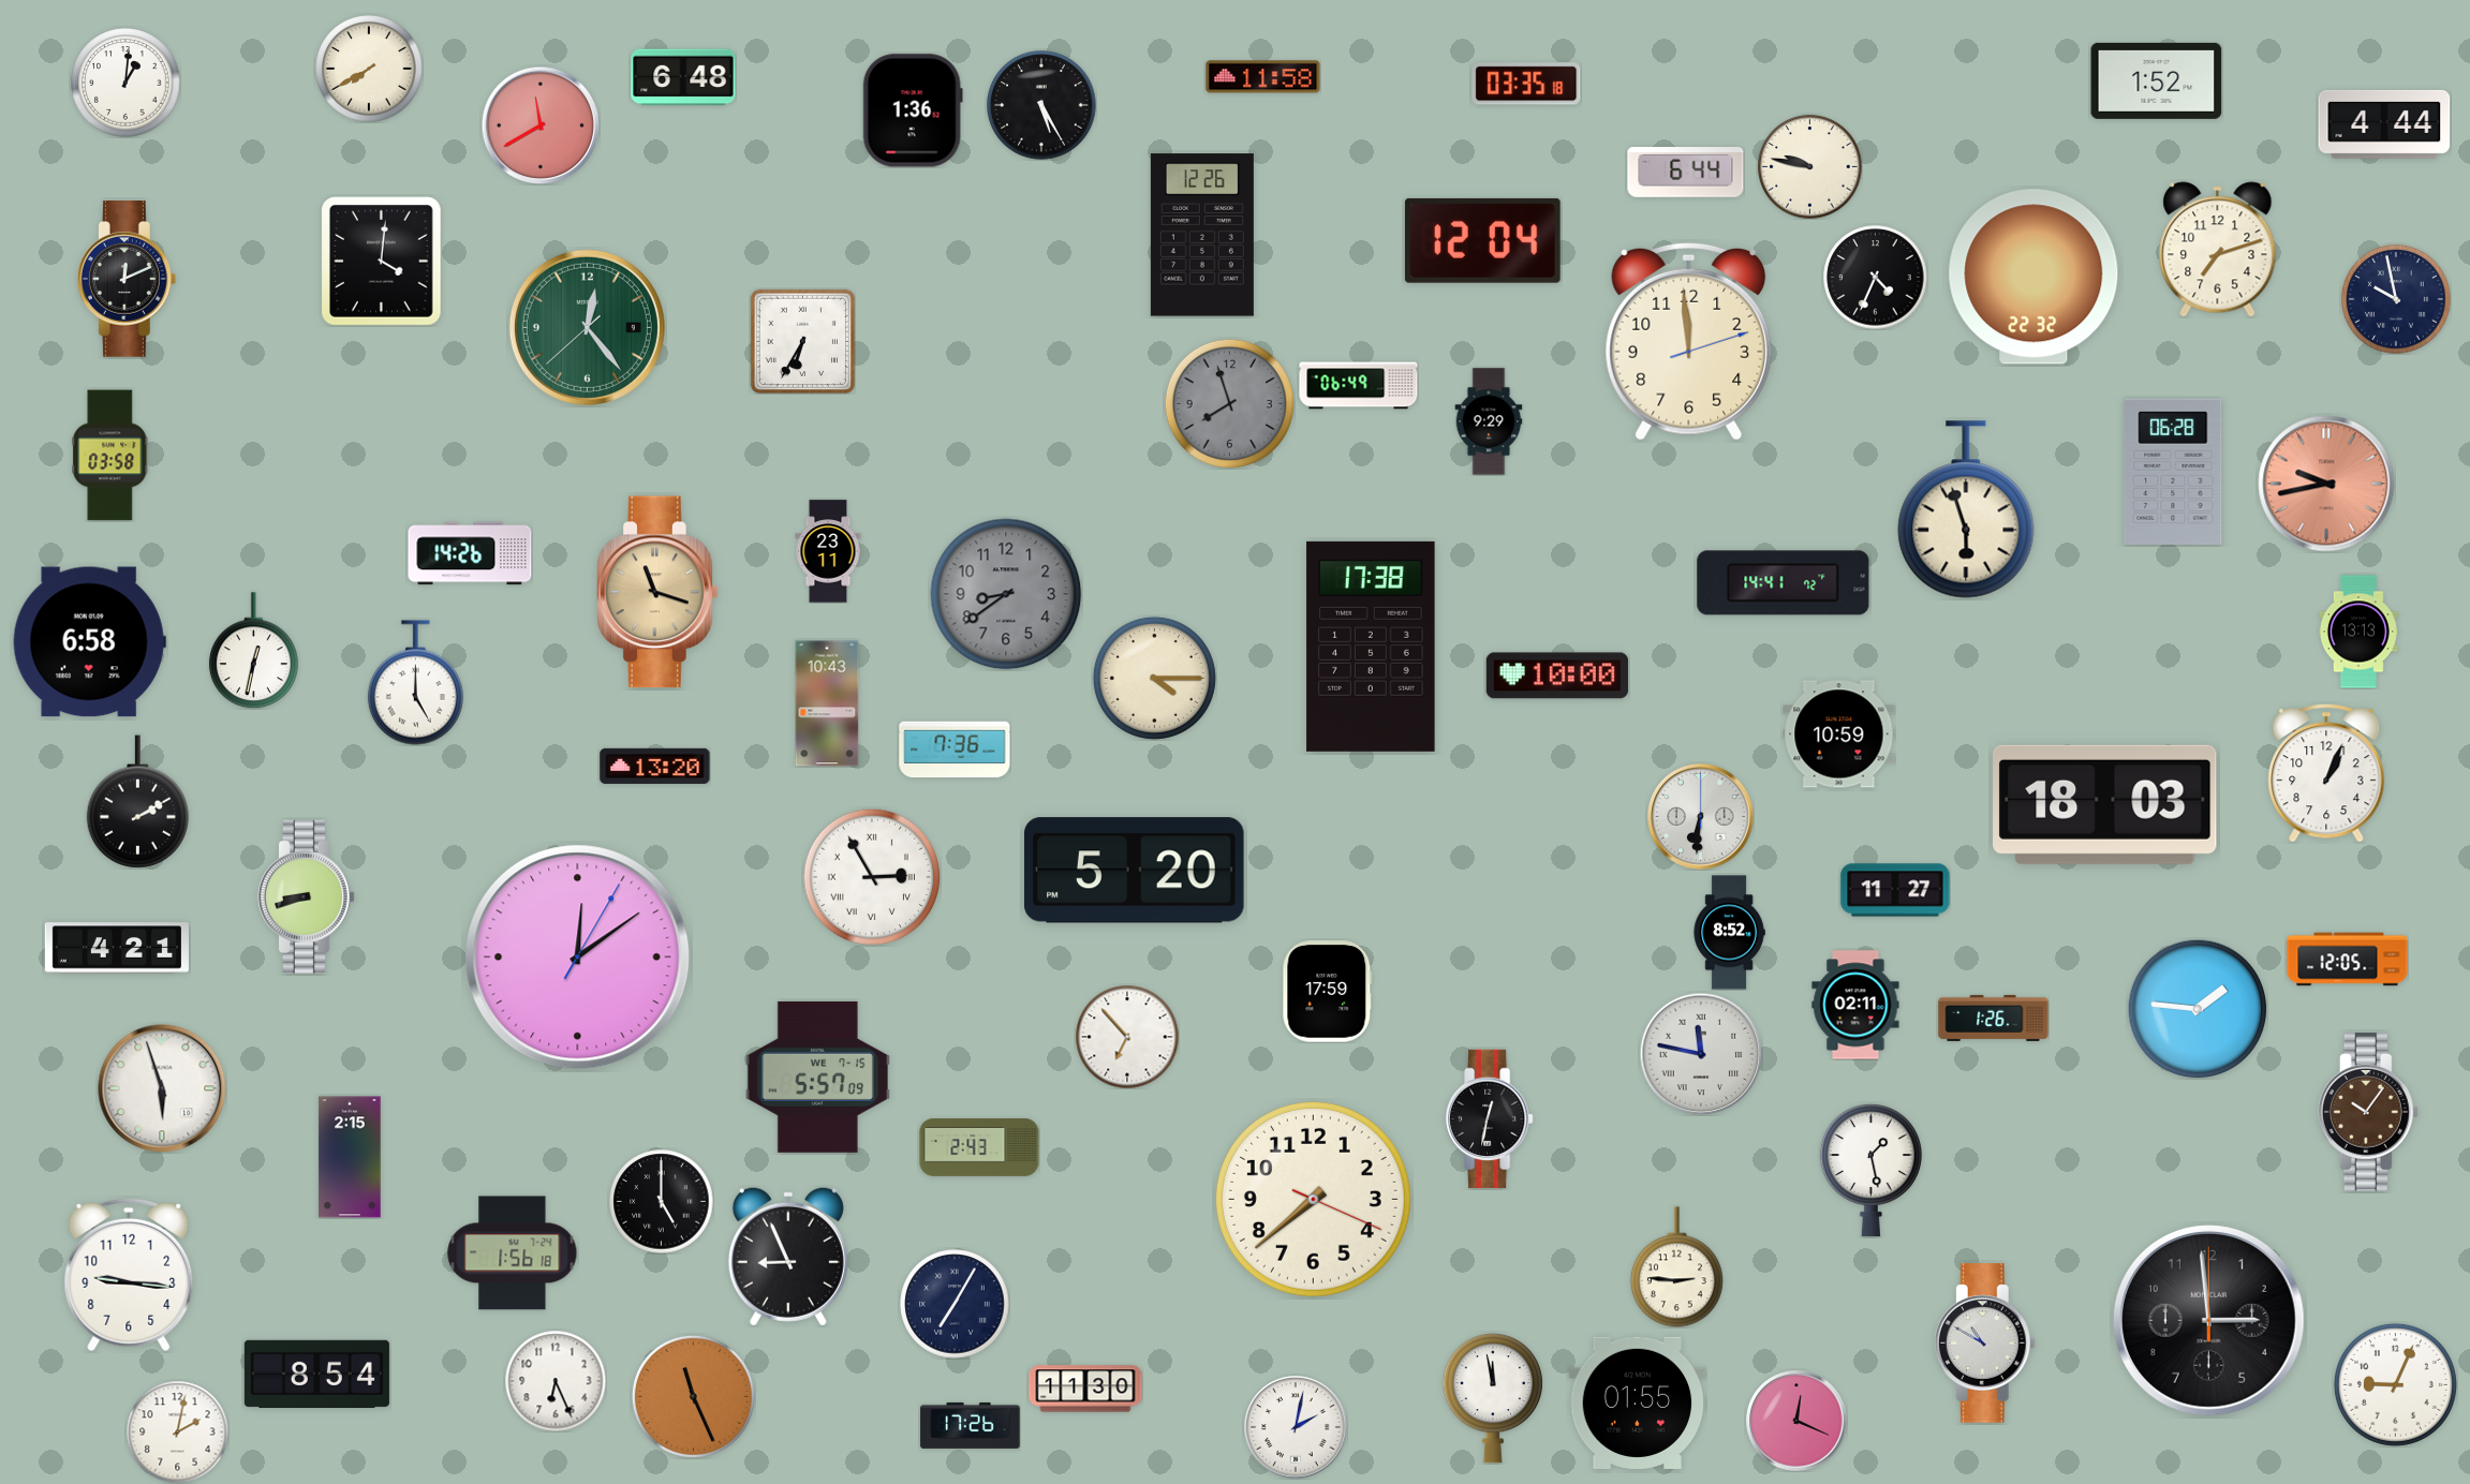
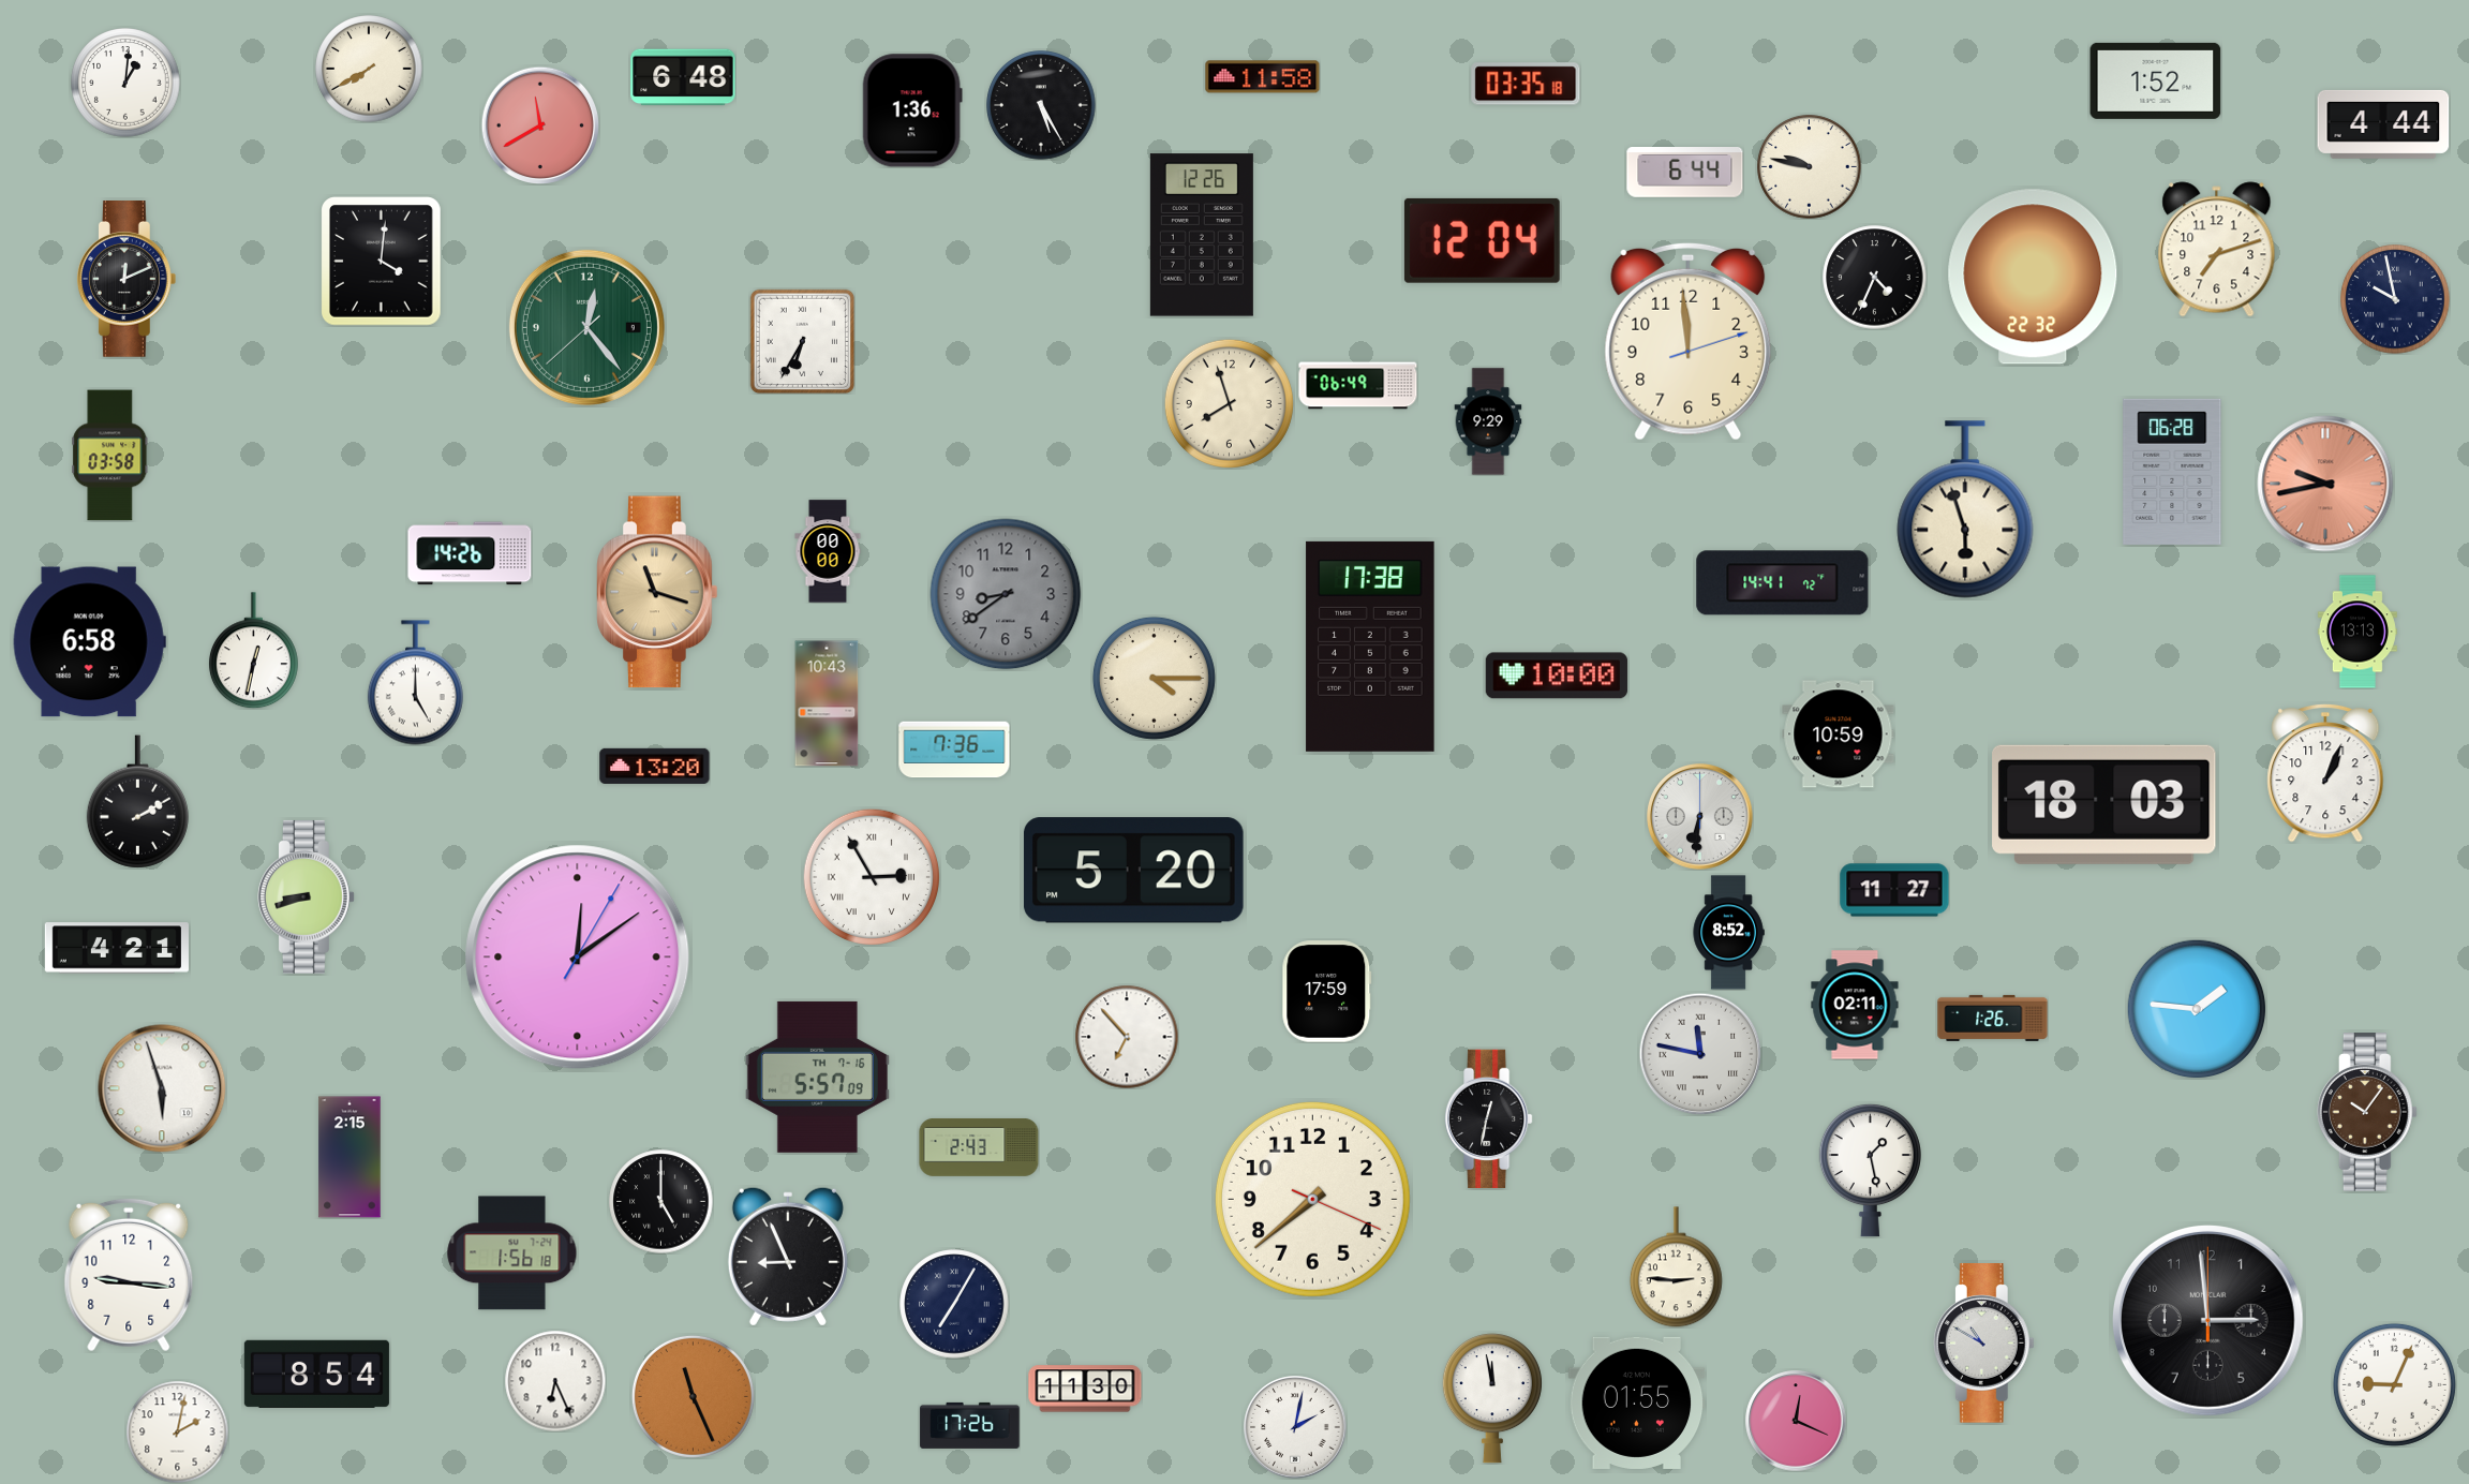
clock at (1229, 403) dial: grey -> cream
clock at (828, 551): 23:11 -> 00:00
clock at (2348, 960): 12:05 -> none
clock at (817, 1077) date: WE 7-15 -> TH 7-16
